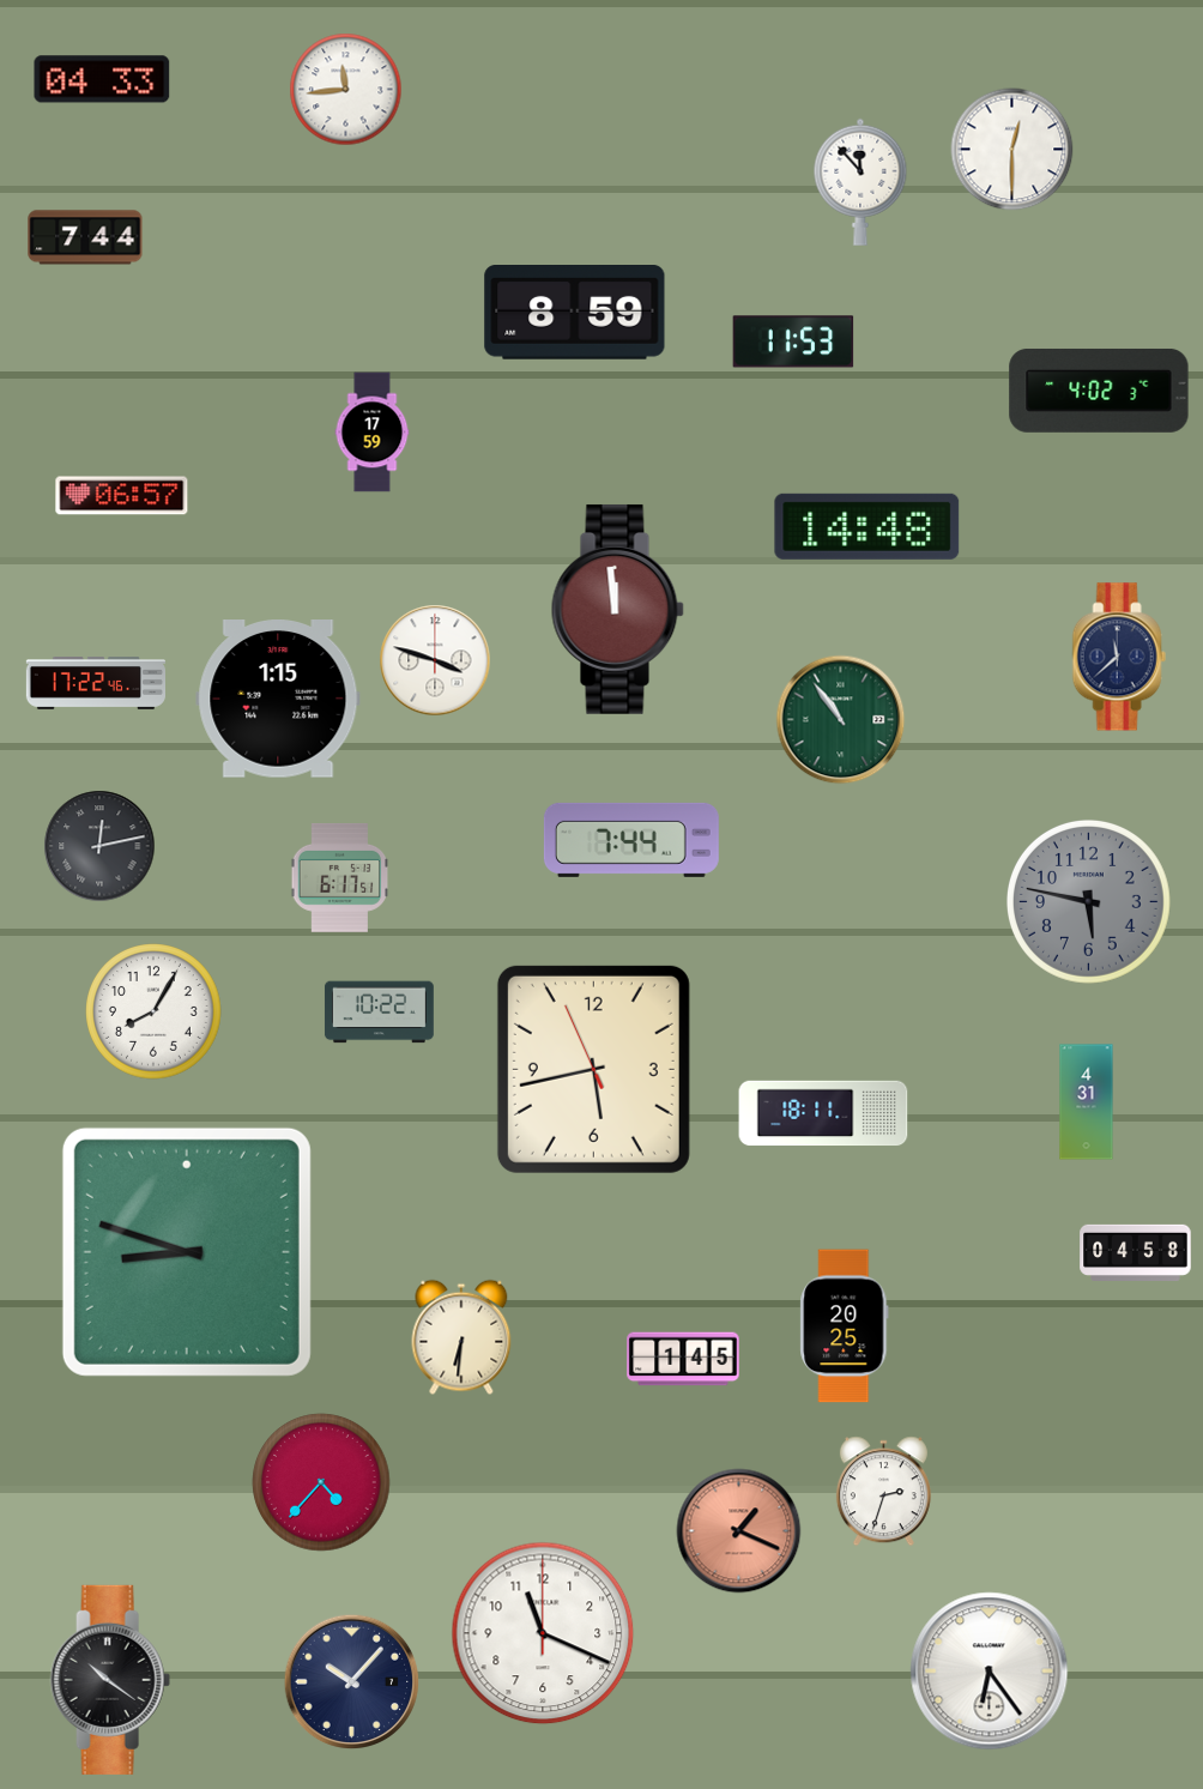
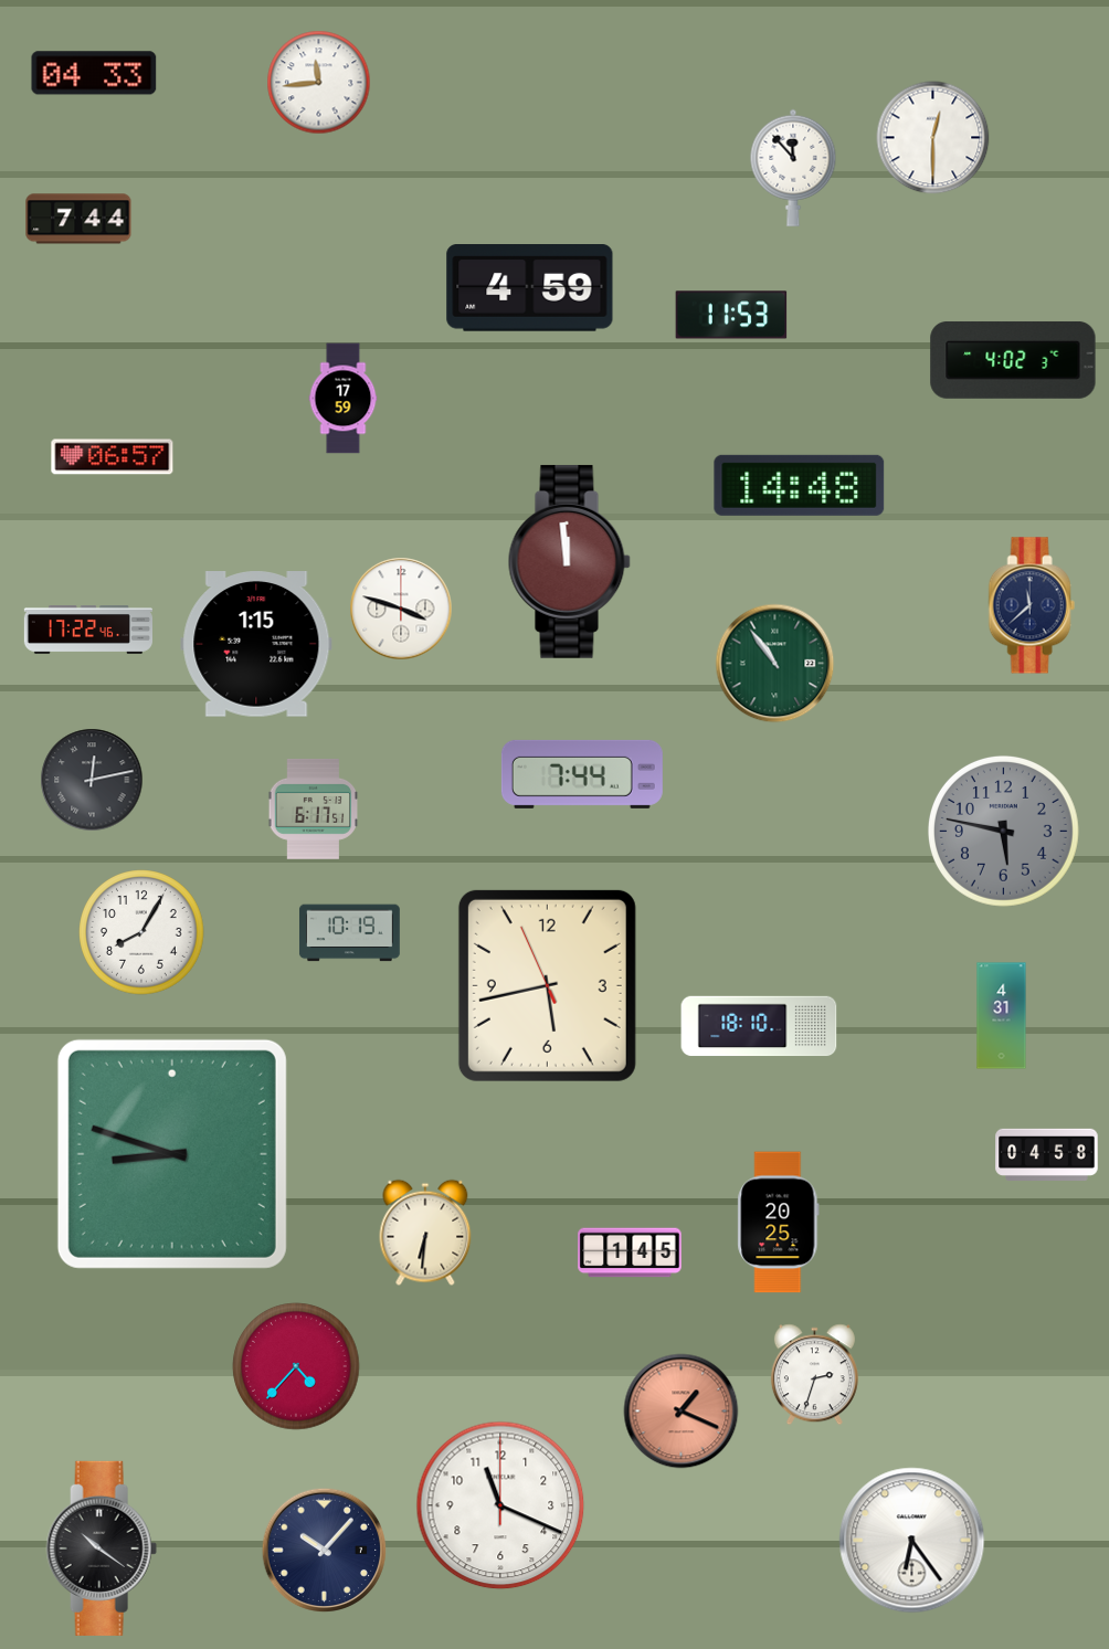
clock at (575, 313): 8:59 -> 4:59
clock at (379, 1013): 10:22 -> 10:19
clock at (823, 1113): 18:11 -> 18:10
